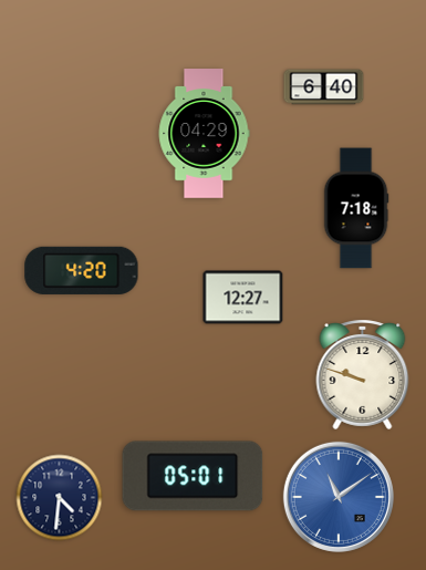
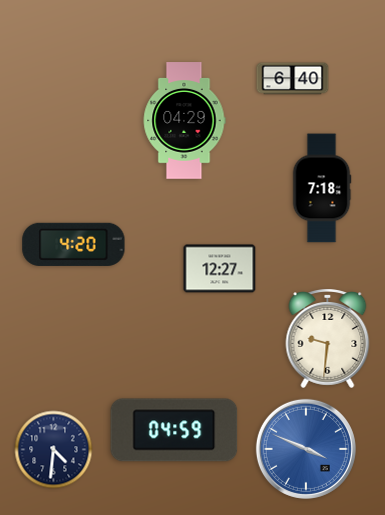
clock at (363, 375): 9:48 -> 9:31
clock at (193, 476): 05:01 -> 04:59
clock at (339, 497): 11:09 -> 3:49
